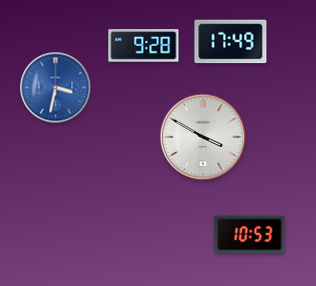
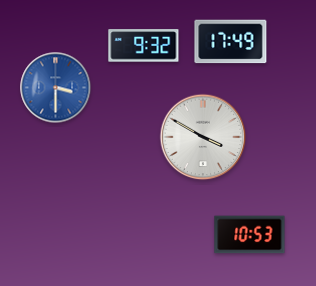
clock at (144, 46): 9:28 -> 9:32
clock at (56, 88): 3:32 -> 3:30
